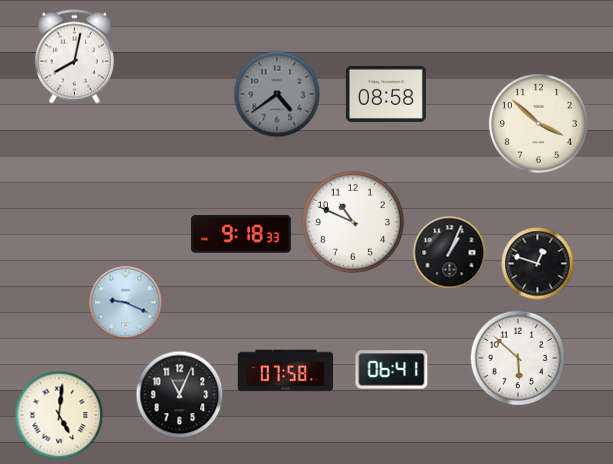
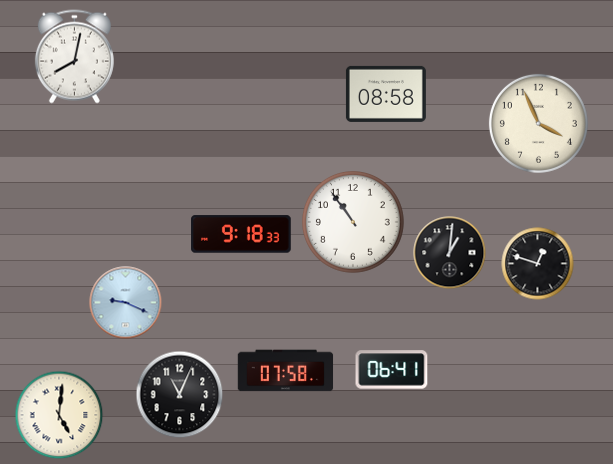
clock at (277, 94): 4:39 -> none
clock at (538, 123): 3:52 -> 3:56
clock at (353, 222): 10:49 -> 10:54
clock at (450, 253): 1:04 -> 1:01
clock at (517, 357): 5:52 -> none
